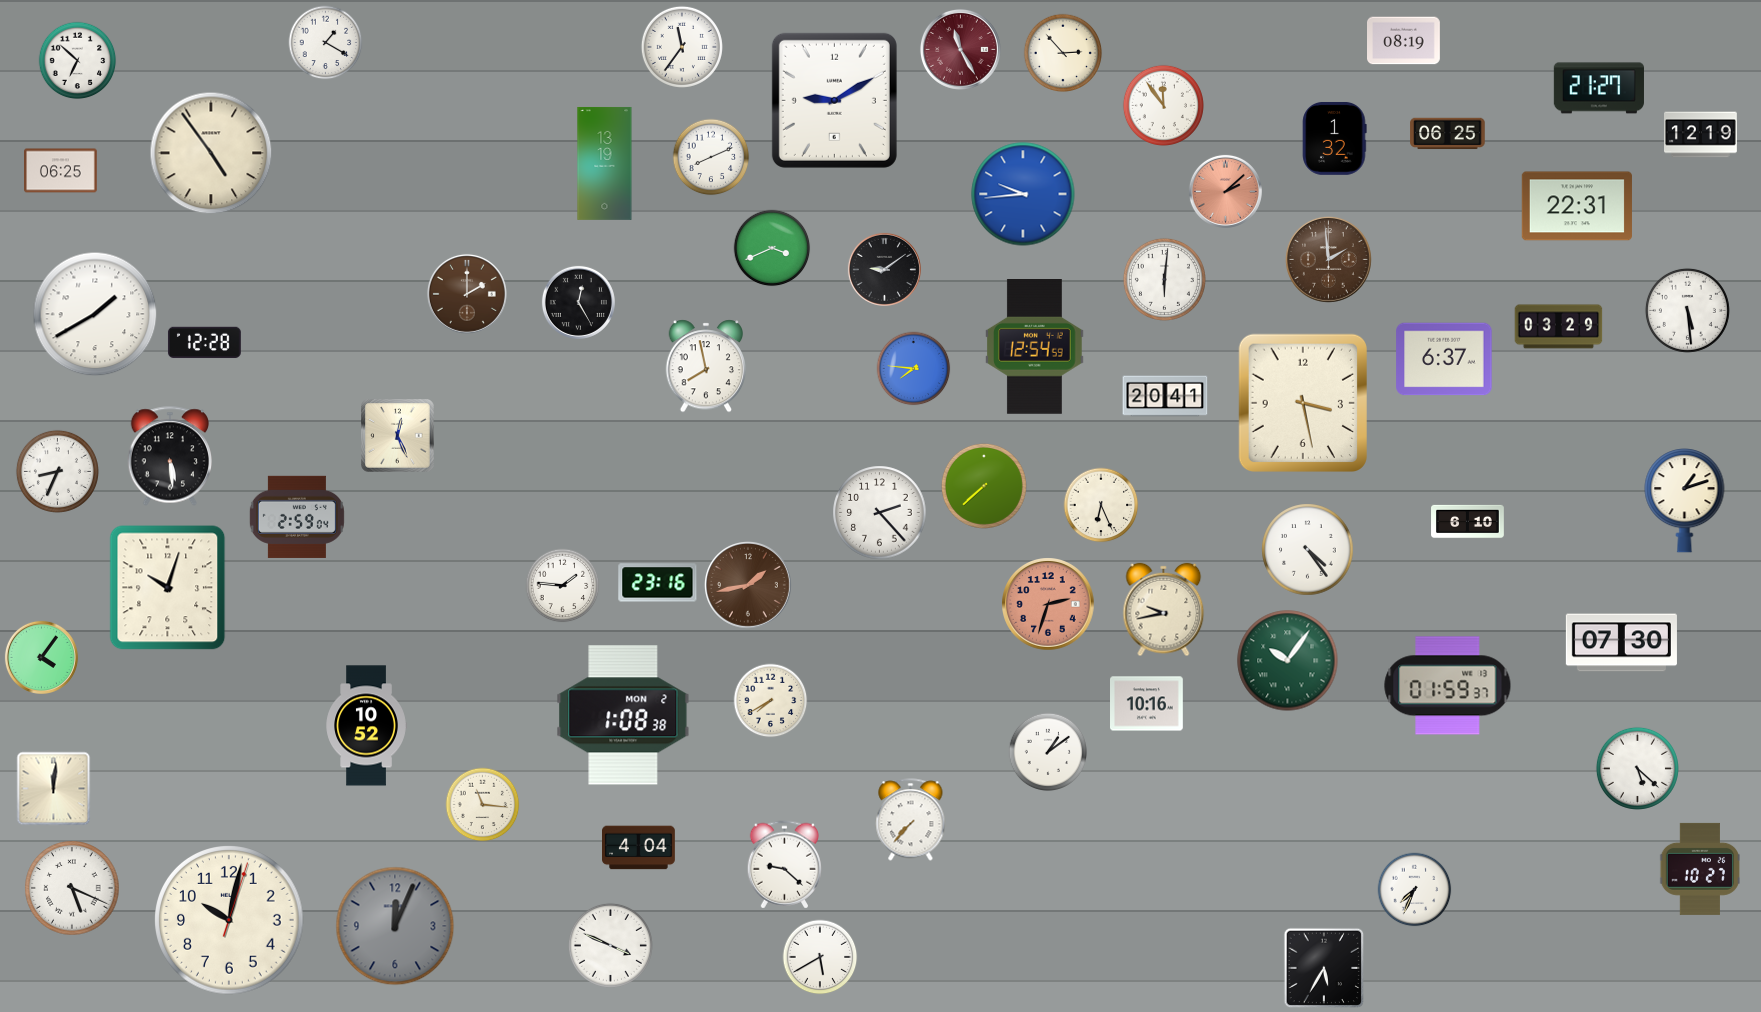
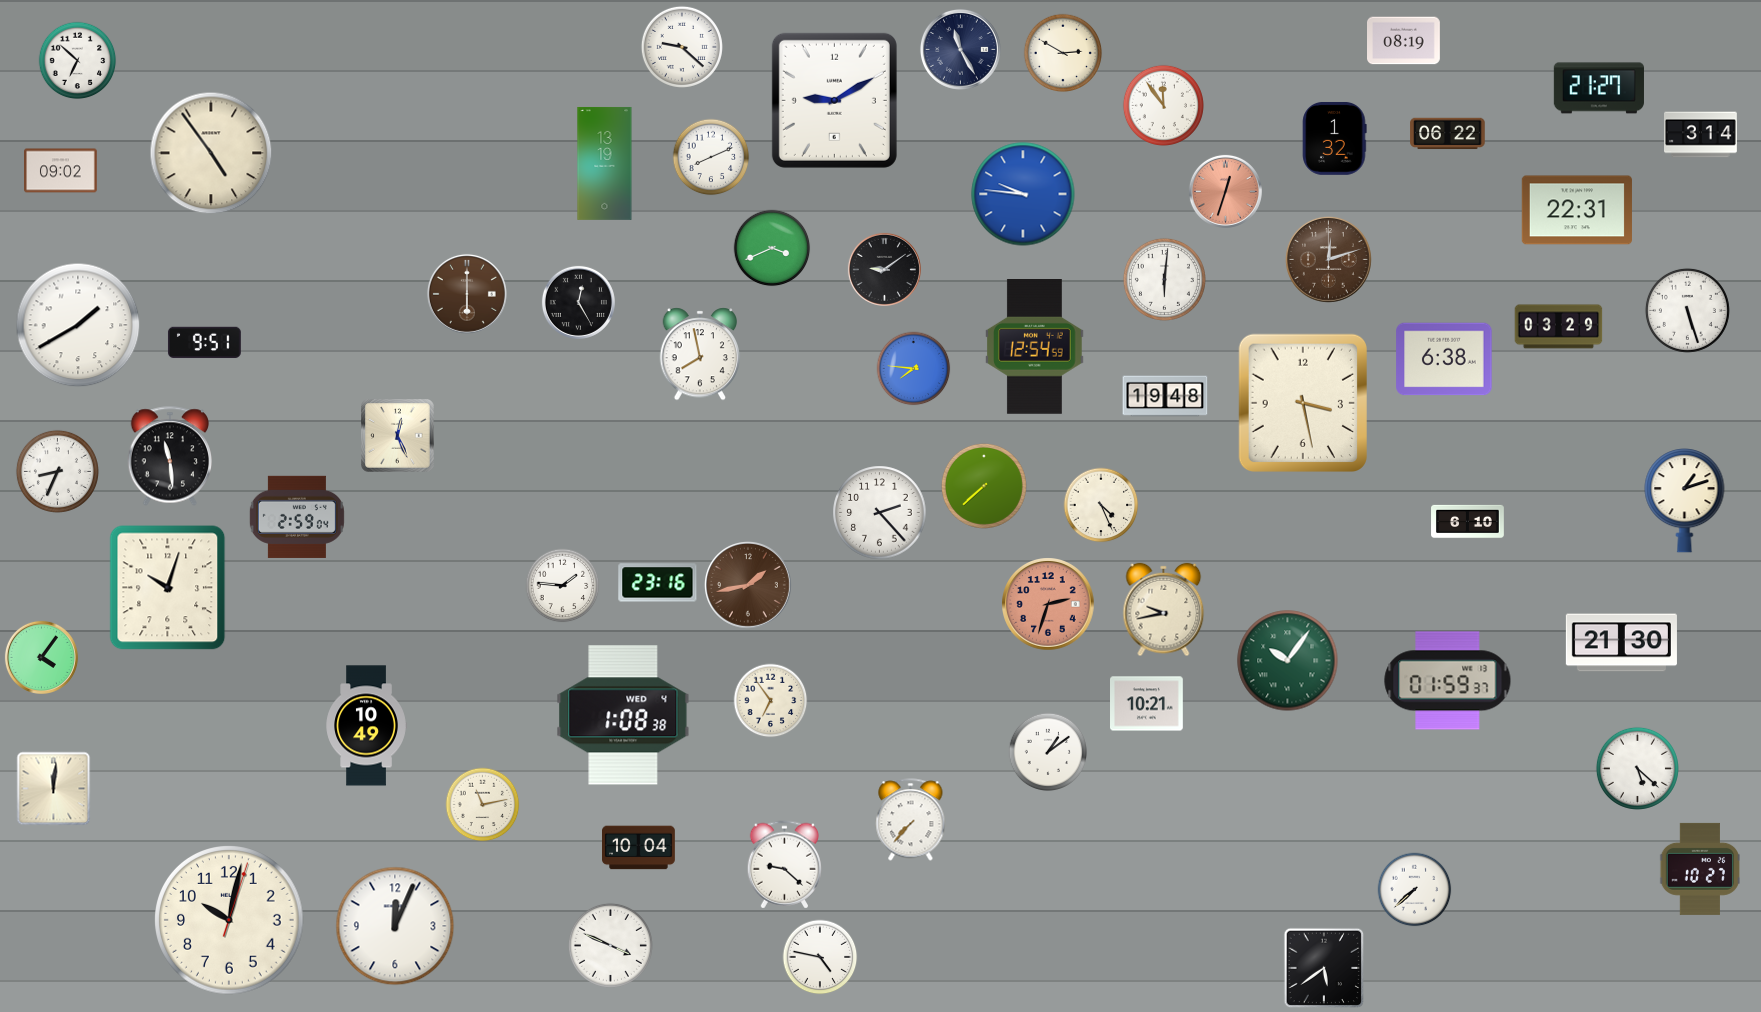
clock at (326, 43): 1:20 -> none
clock at (682, 47): 11:36 -> 9:22
clock at (960, 49) dial: burgundy -> navy
clock at (1063, 53): 2:53 -> 2:50
clock at (1448, 134): 06:25 -> 06:22
clock at (1701, 135): 12:19 -> 3:14
clock at (61, 171): 06:25 -> 09:02
clock at (1225, 191): 2:08 -> 12:33
clock at (1023, 194): 9:44 -> 9:46
clock at (1577, 206) position: (1577, 206) -> (1577, 210)
clock at (1329, 260): 1:59 -> 12:12
clock at (467, 294): 2:00 -> 6:00
clock at (1687, 310): 5:29 -> 5:27
clock at (95, 314) position: (95, 314) -> (78, 325)
clock at (204, 343): 12:28 -> 9:51
clock at (1444, 359): 6:37 -> 6:38
clock at (706, 366) position: (706, 366) -> (700, 354)
clock at (1165, 396): 20:41 -> 19:48
clock at (169, 456): 5:29 -> 11:29
clock at (1101, 505): 6:26 -> 4:26
clock at (1308, 550): 4:24 -> none
clock at (1621, 643): 07:30 -> 21:30
clock at (1448, 686) position: (1448, 686) -> (1448, 681)
clock at (771, 701): 7:40 -> 6:54
clock at (1147, 704): 10:16 -> 10:21
clock at (623, 715) date: MON 2 -> WED 4
clock at (366, 726): 10:52 -> 10:49
clock at (483, 805): 11:16 -> 11:13
clock at (639, 848): 4:04 -> 10:04
clock at (72, 888): 5:19 -> none
clock at (1415, 890): 7:34 -> 7:38
clock at (395, 926) dial: grey -> white
clock at (820, 957): 5:40 -> 4:47
clock at (1324, 968): 5:35 -> 5:39
